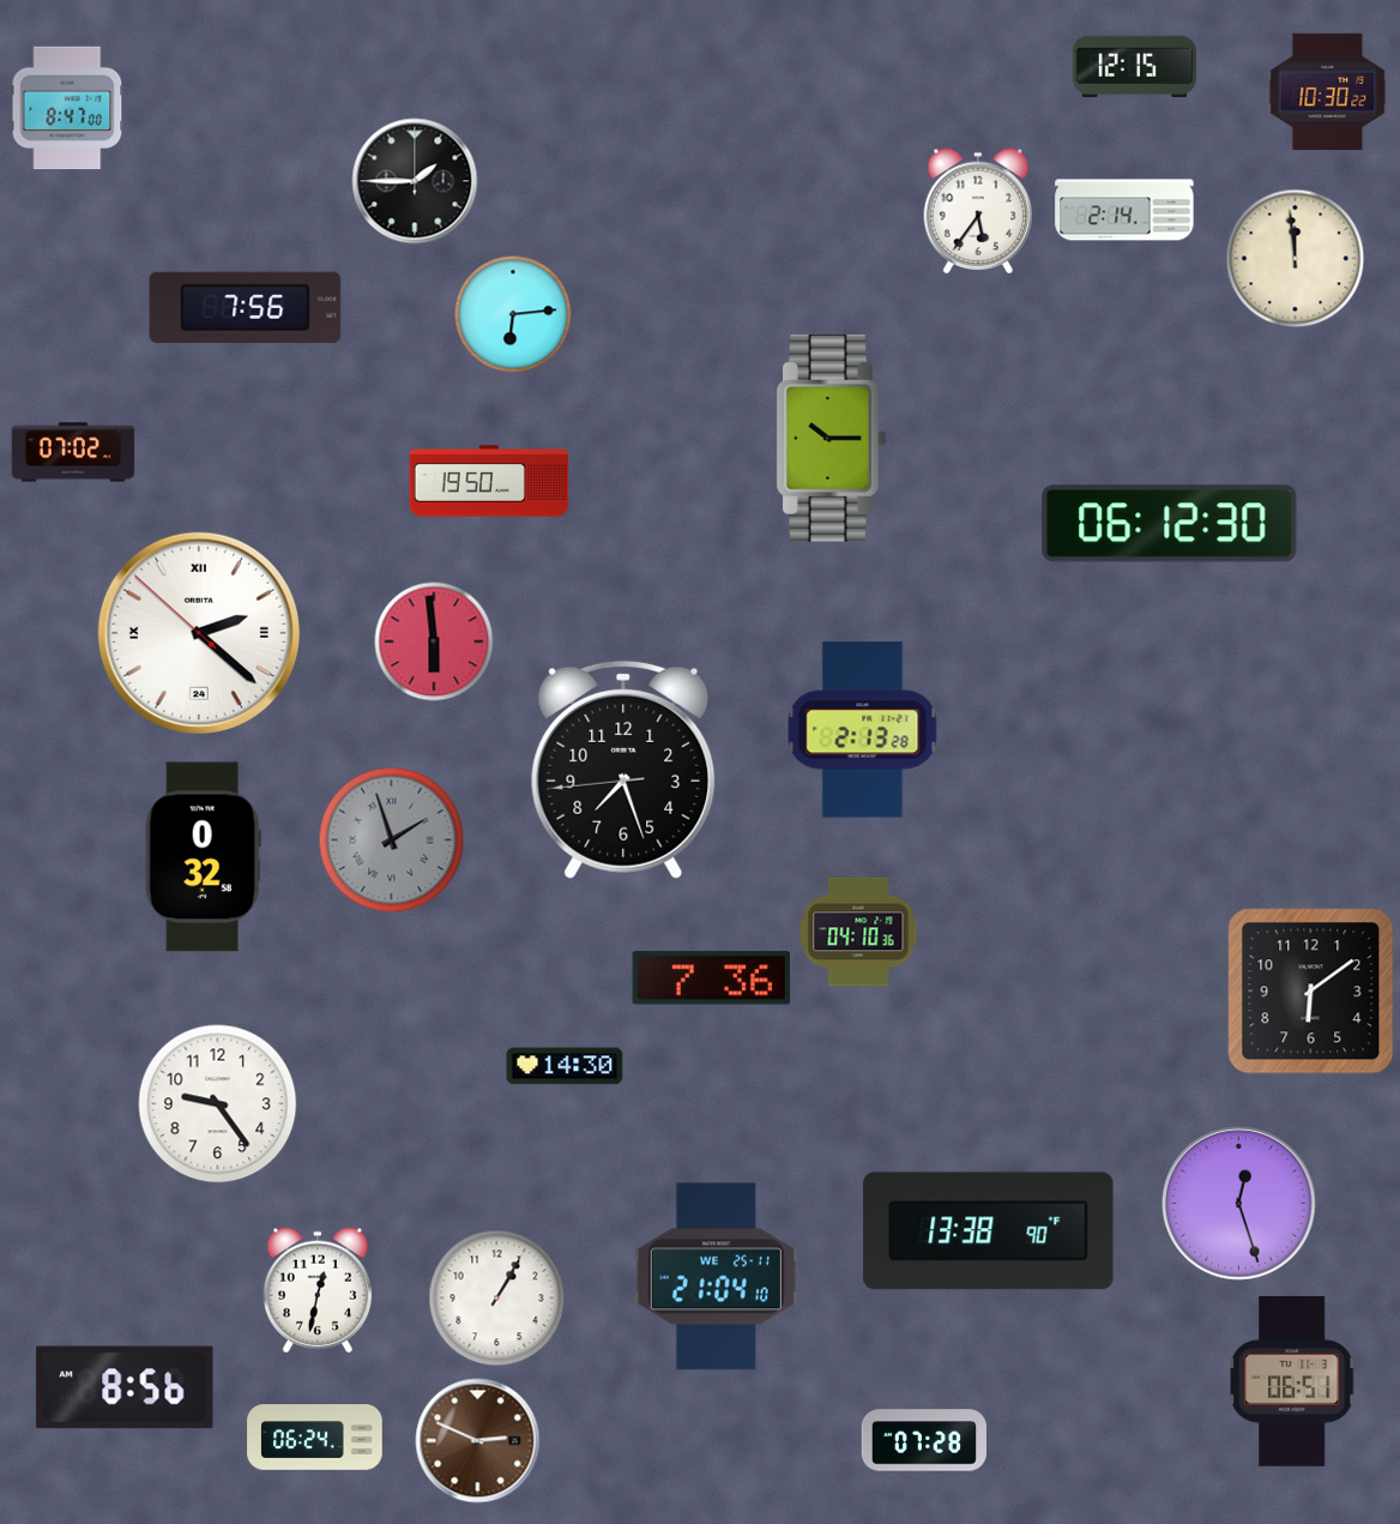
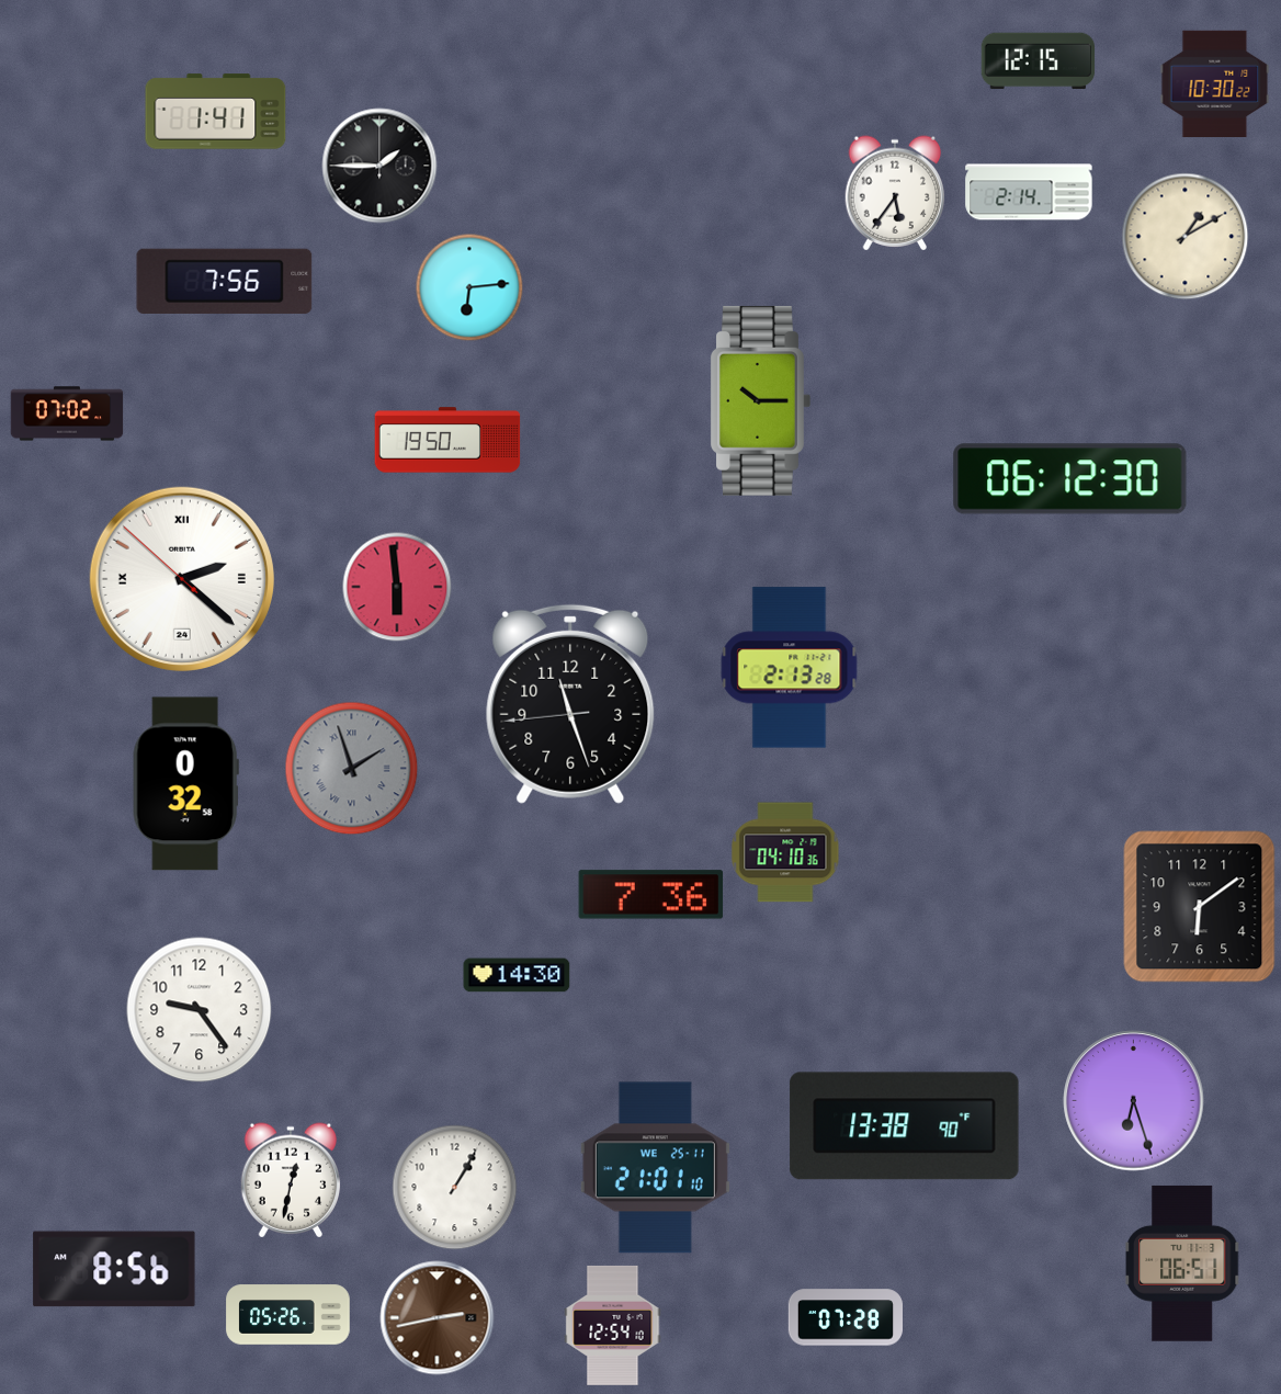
clock at (67, 108): 8:47 -> none
clock at (216, 112): none -> 1:41
clock at (1296, 259): 11:59 -> 1:10
clock at (623, 770): 7:26 -> 11:26
clock at (392, 841) position: (392, 841) -> (352, 769)
clock at (1239, 1204): 12:27 -> 6:27
clock at (716, 1277): 21:04 -> 21:01
clock at (315, 1438): 06:24 -> 05:26
clock at (478, 1441): 2:49 -> 2:43
clock at (613, 1325): none -> 12:54
